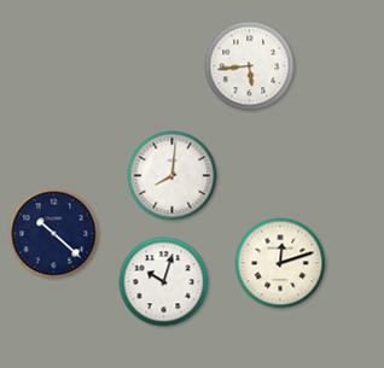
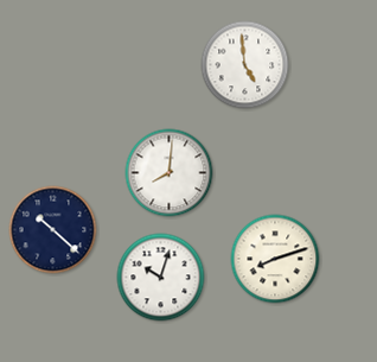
clock at (250, 66): 5:44 -> 4:59
clock at (280, 263): 12:12 -> 8:12
